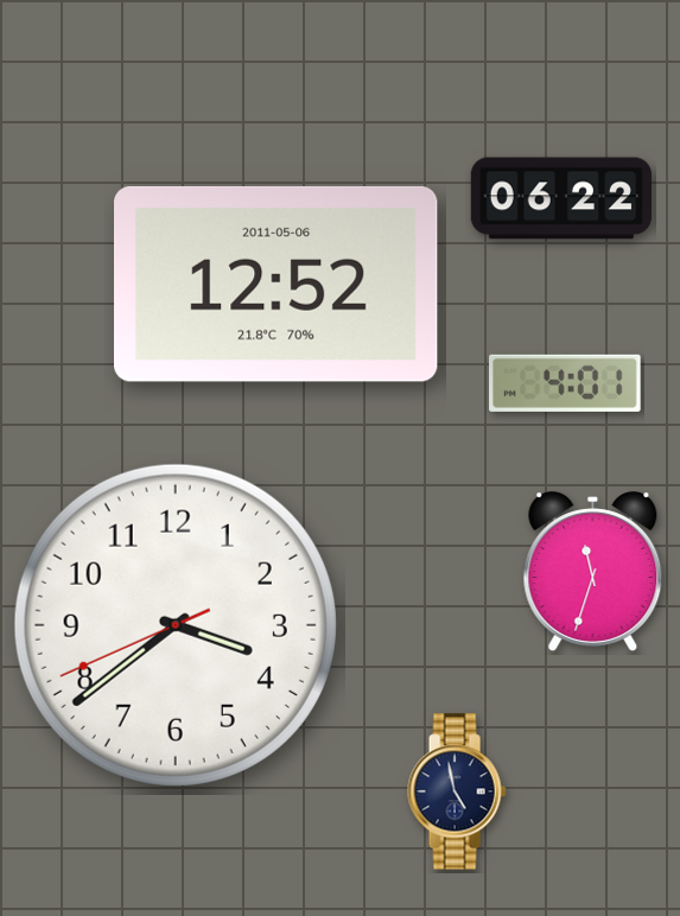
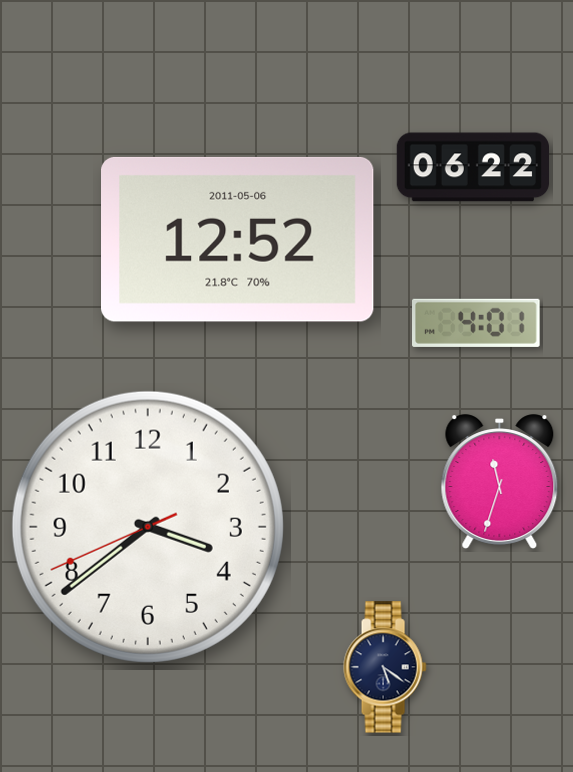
clock at (277, 284) position: (277, 284) -> (238, 239)
clock at (457, 791): 4:58 -> 5:21
